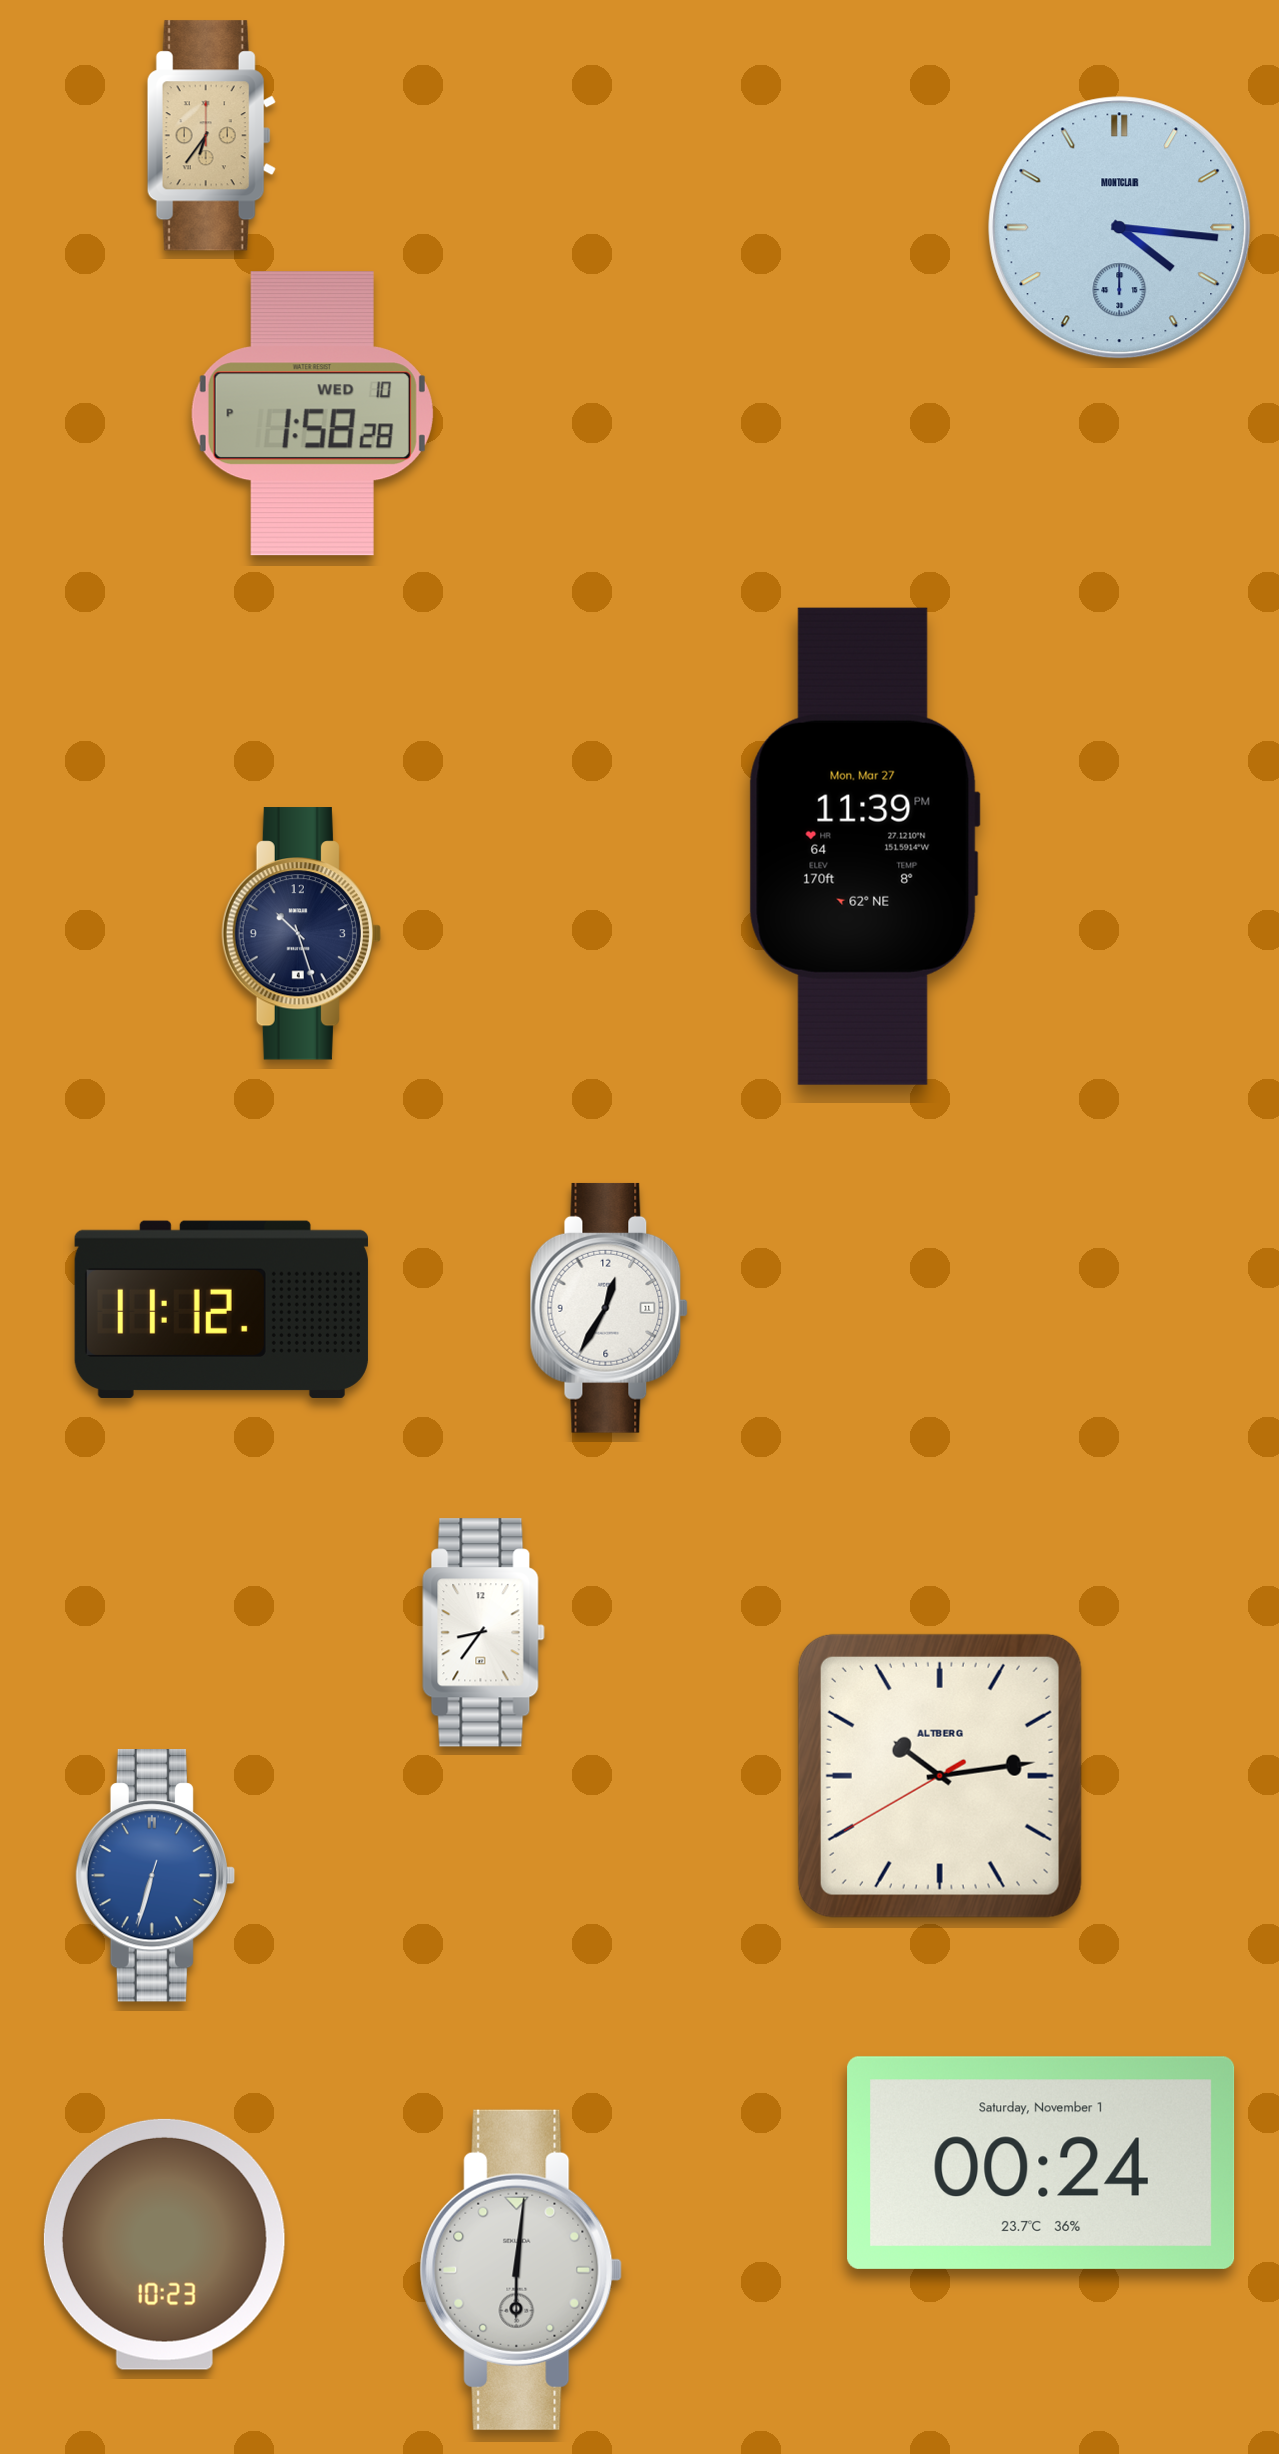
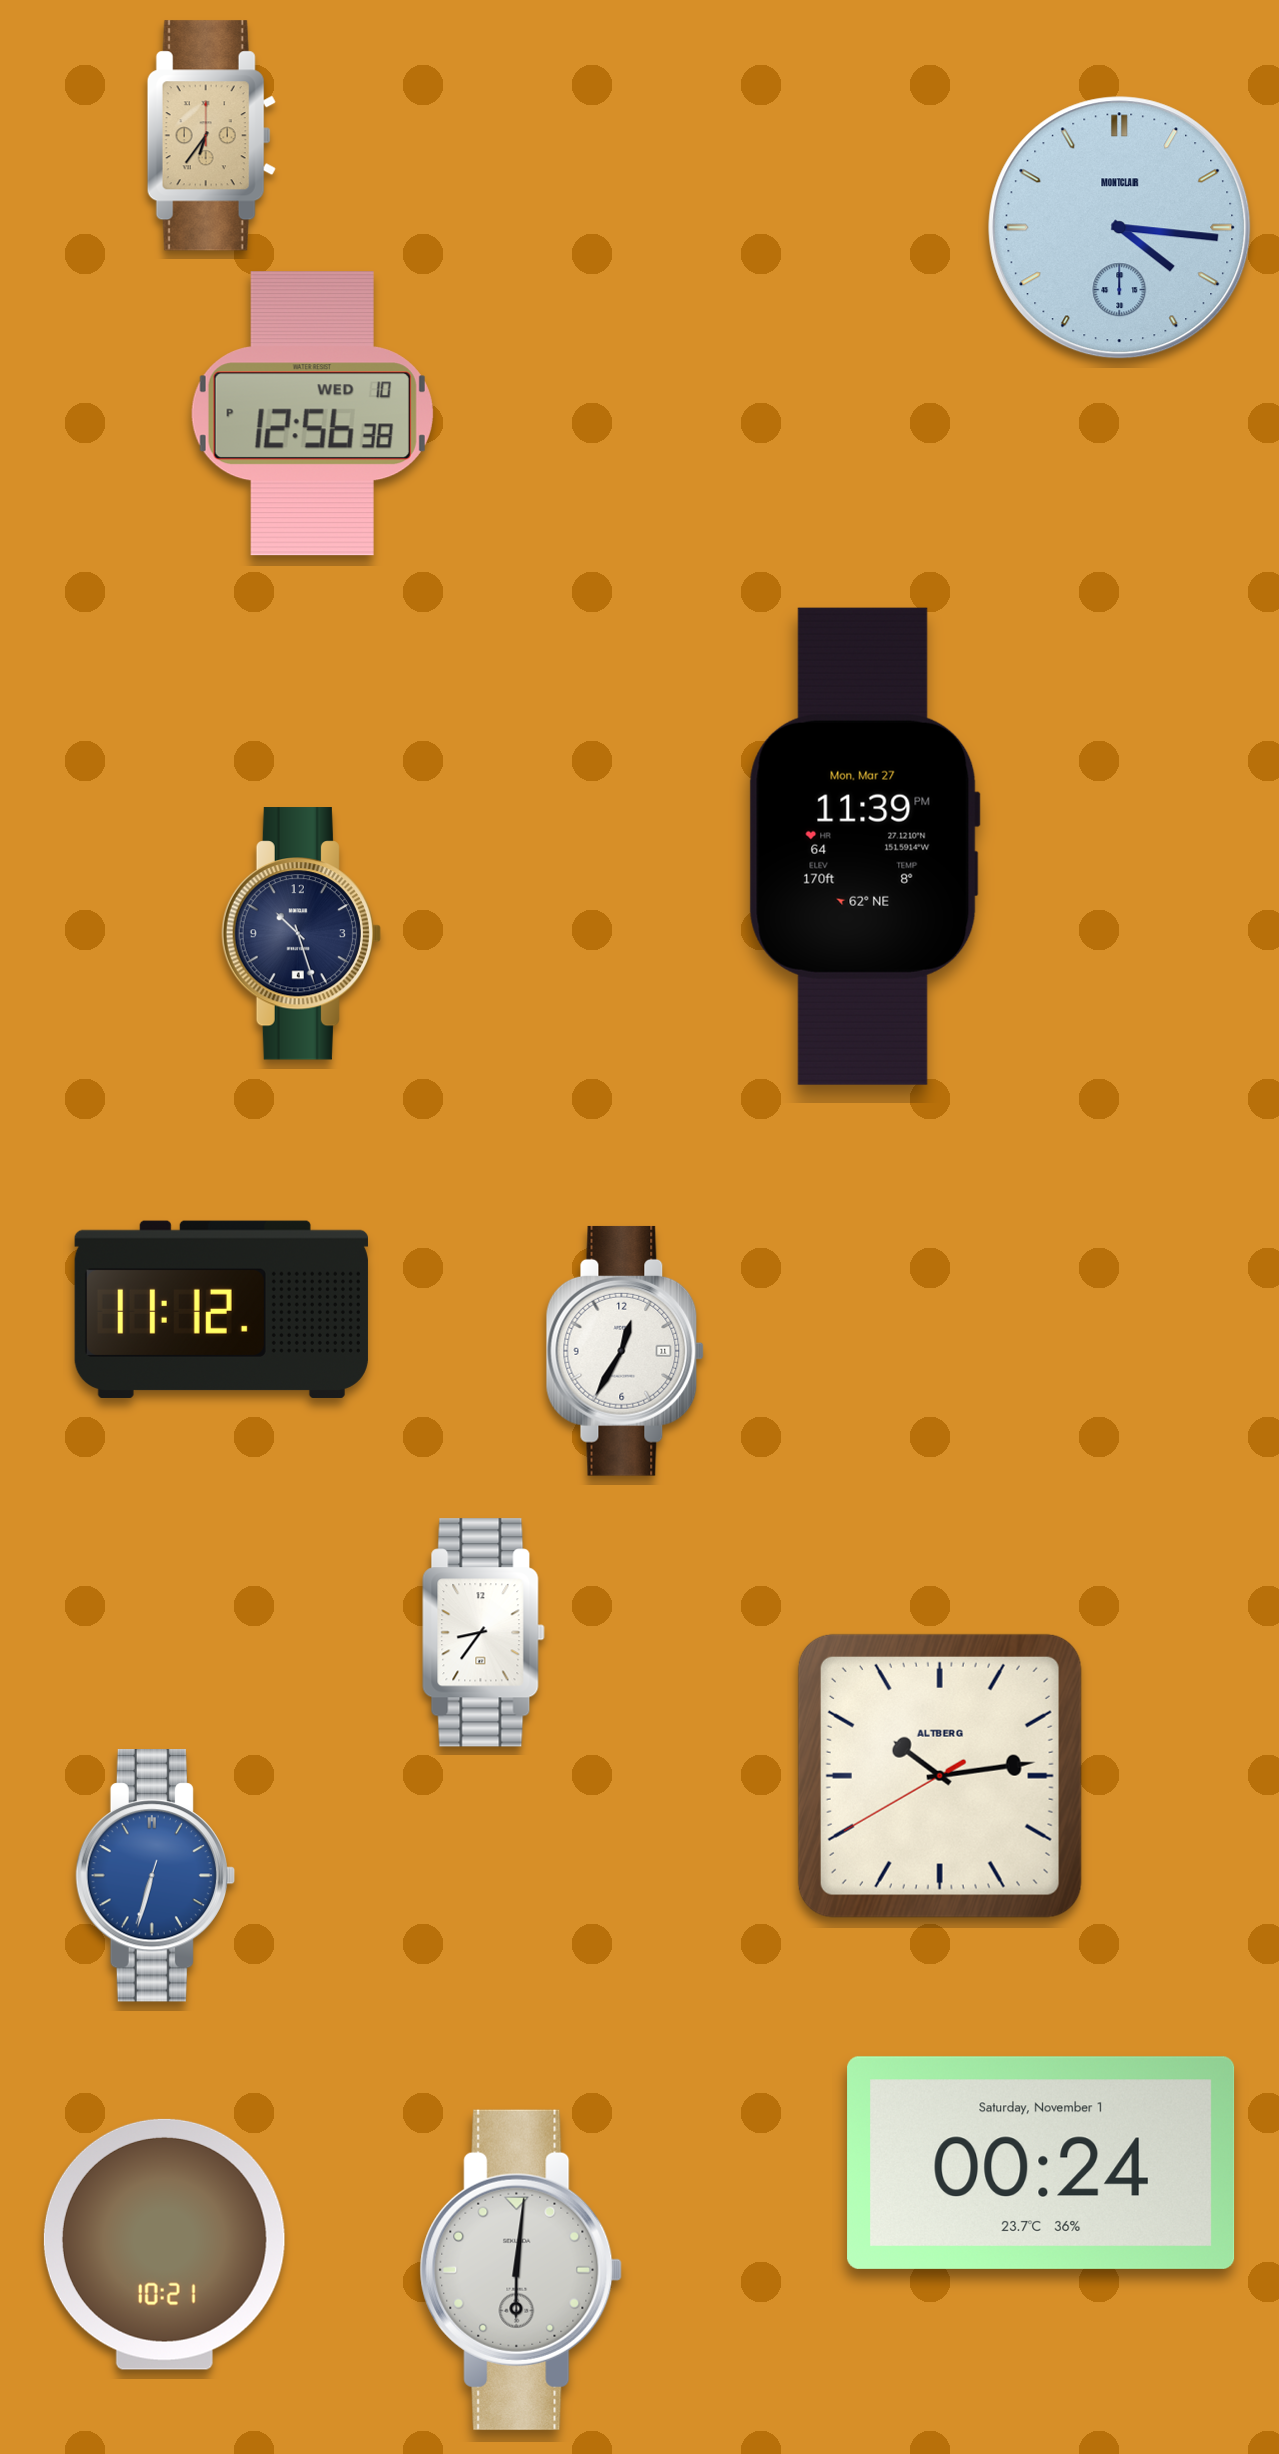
clock at (312, 414): 1:58 -> 12:56
clock at (609, 1308) position: (609, 1308) -> (625, 1351)
clock at (164, 2244): 10:23 -> 10:21
